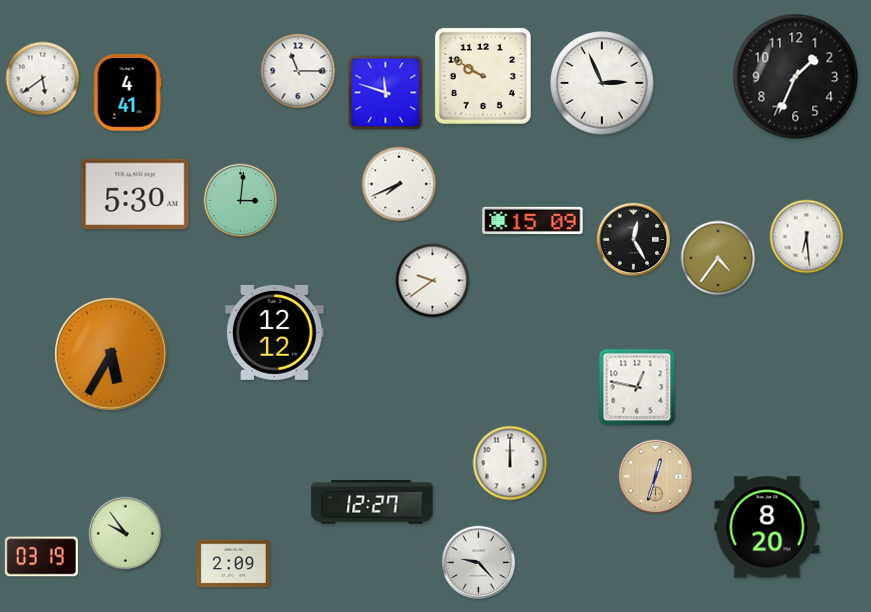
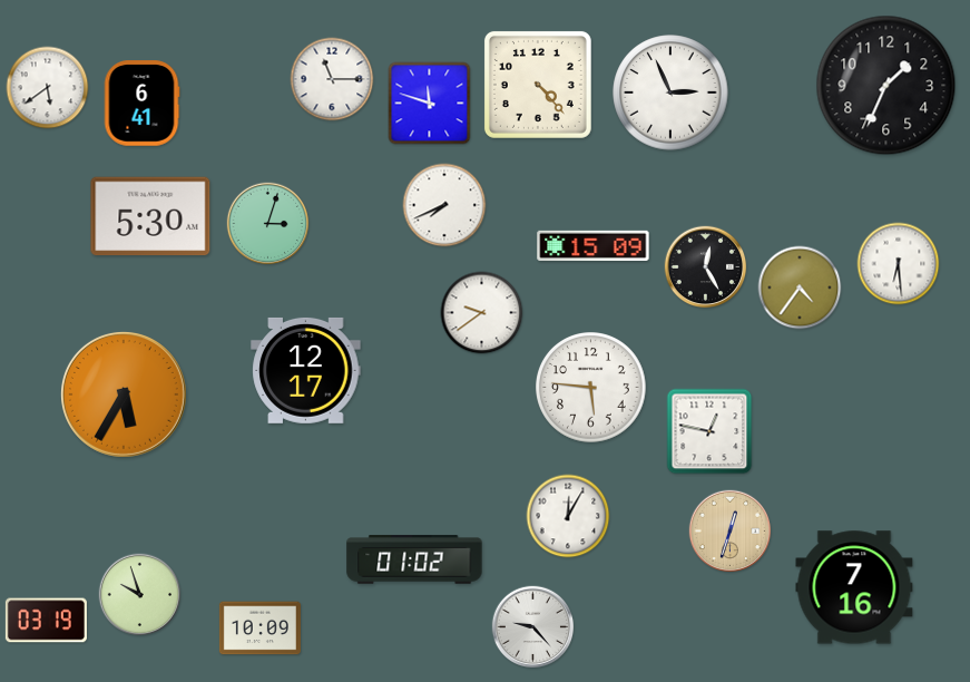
clock at (483, 76): 9:50 -> 4:23
clock at (127, 93): 4:41 -> 6:41
clock at (241, 201): 3:01 -> 3:03
clock at (275, 332): 12:12 -> 12:17
clock at (591, 388): none -> 5:46
clock at (510, 463): 12:00 -> 12:05
clock at (372, 502): 12:27 -> 01:02
clock at (767, 527): 8:20 -> 7:16
clock at (126, 534): 9:54 -> 9:57
clock at (233, 564): 2:09 -> 10:09
